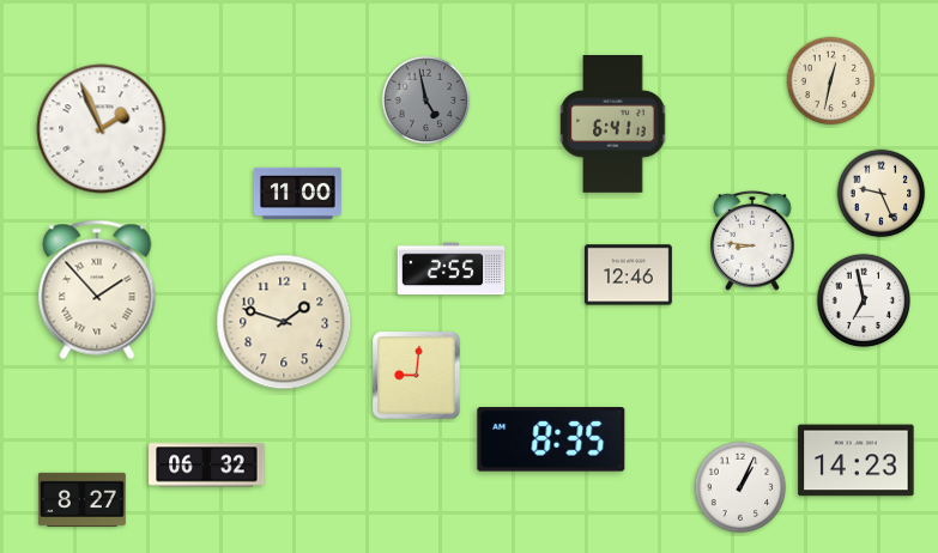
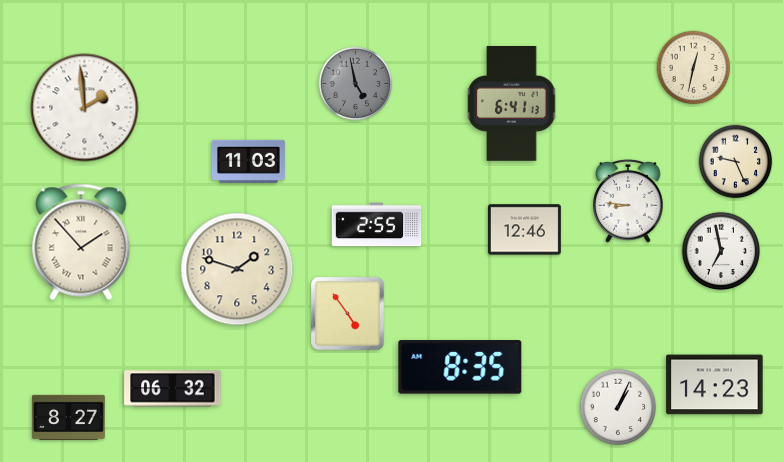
clock at (102, 129): 1:56 -> 1:59
clock at (297, 193): 11:00 -> 11:03
clock at (417, 376): 9:01 -> 4:54
